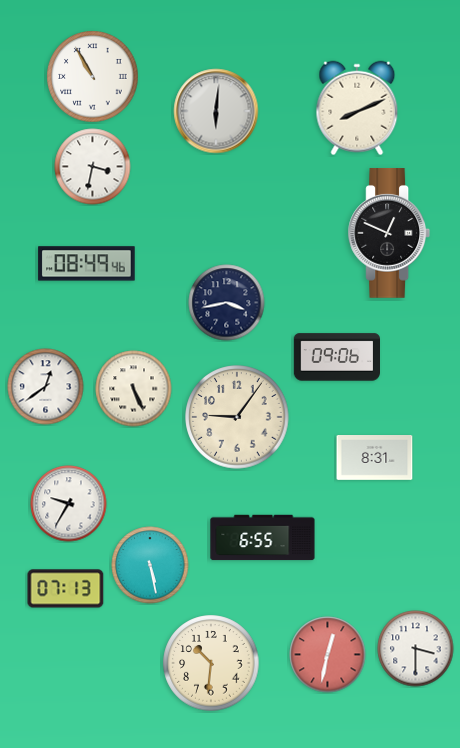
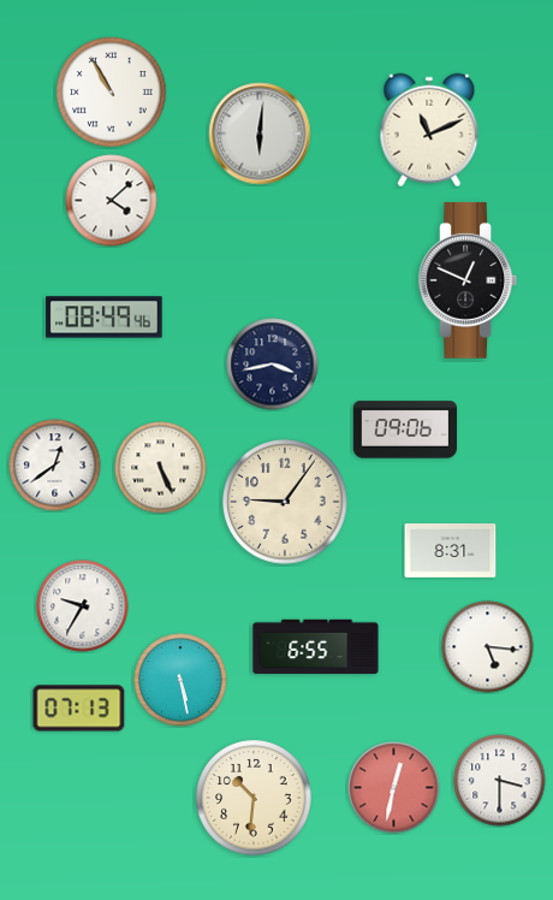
clock at (357, 108): 8:11 -> 11:11
clock at (93, 167): 3:32 -> 4:08
clock at (488, 647): none -> 5:16
